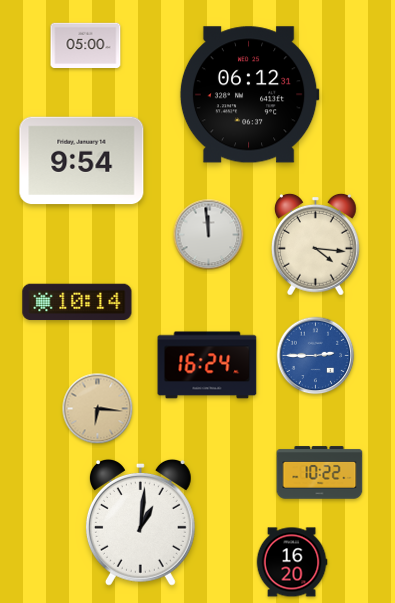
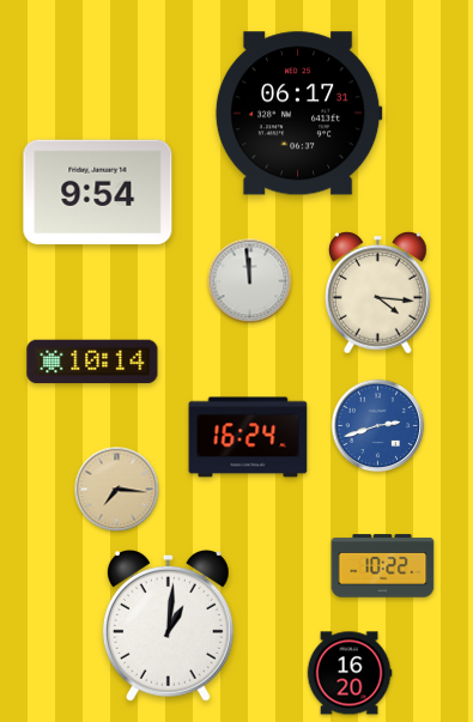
clock at (86, 46): 05:00 -> none
clock at (249, 95): 06:12 -> 06:17
clock at (316, 356): 2:45 -> 2:42
clock at (98, 409): 6:16 -> 7:16
